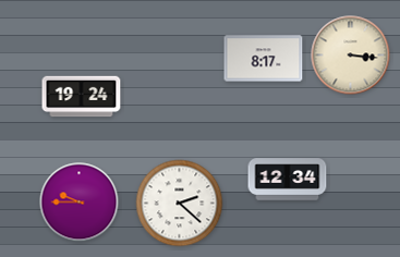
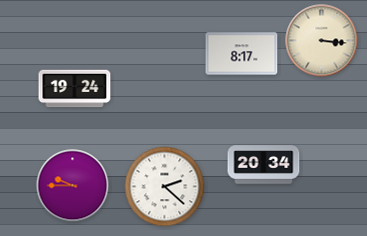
clock at (351, 56) position: (351, 56) -> (322, 41)
clock at (288, 180): 12:34 -> 20:34
